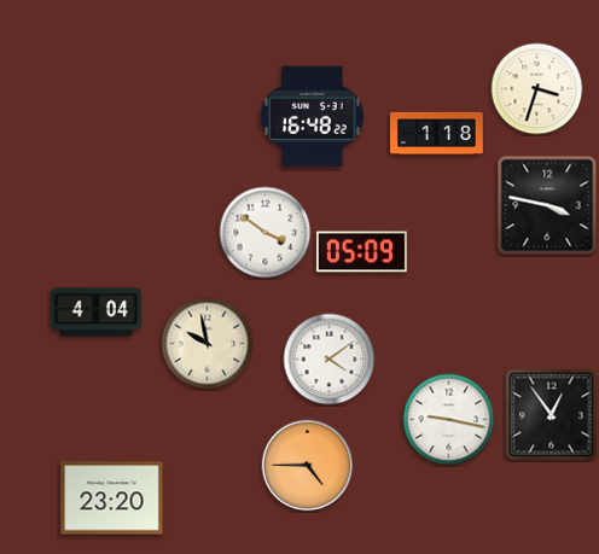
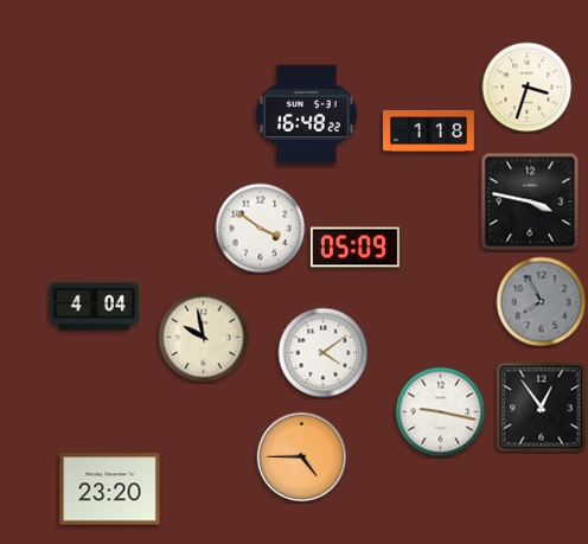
clock at (547, 205) position: (547, 205) -> (530, 201)
clock at (542, 302): none -> 7:55
